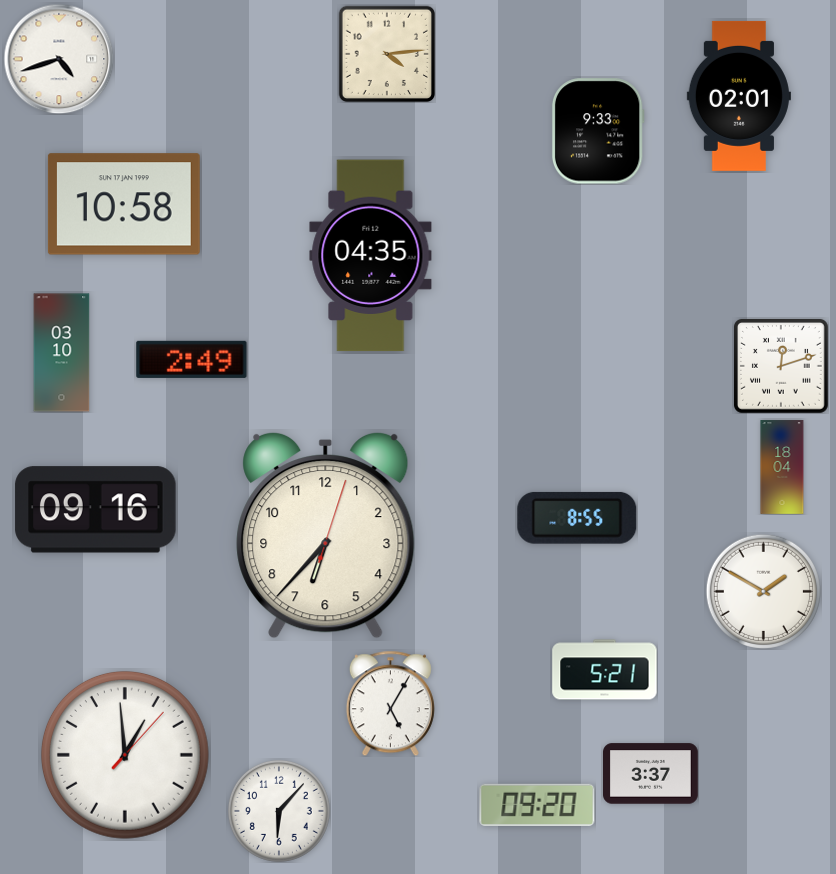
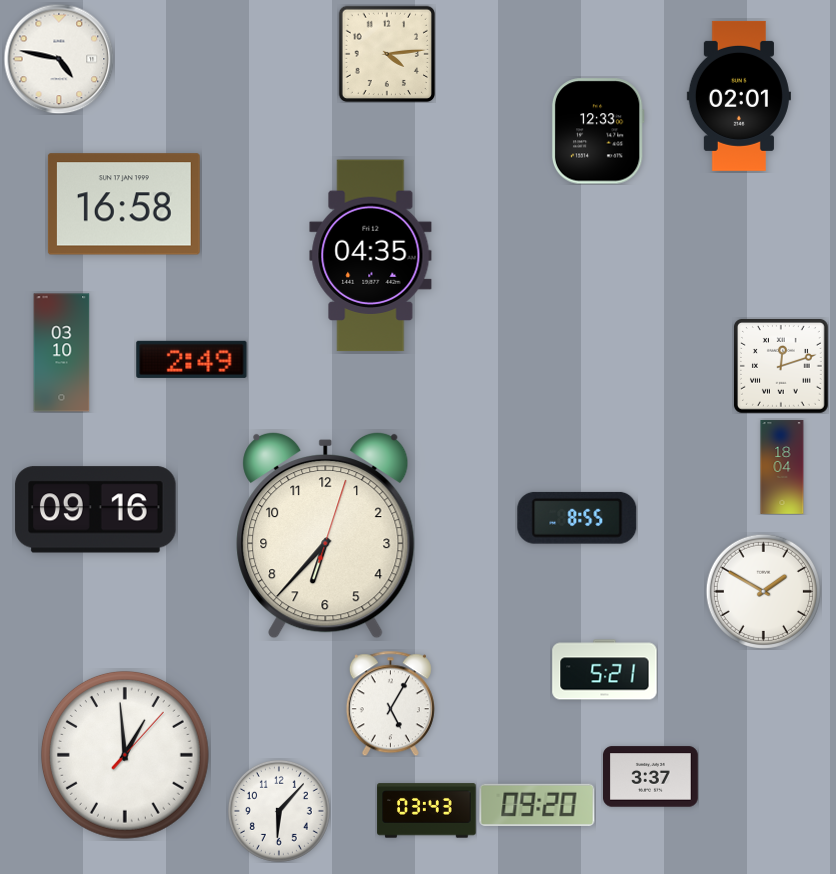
clock at (59, 59): 4:42 -> 4:47
clock at (598, 131): 9:33 -> 12:33
clock at (124, 204): 10:58 -> 16:58
clock at (651, 774) position: (651, 774) -> (651, 777)
clock at (427, 811): none -> 03:43
